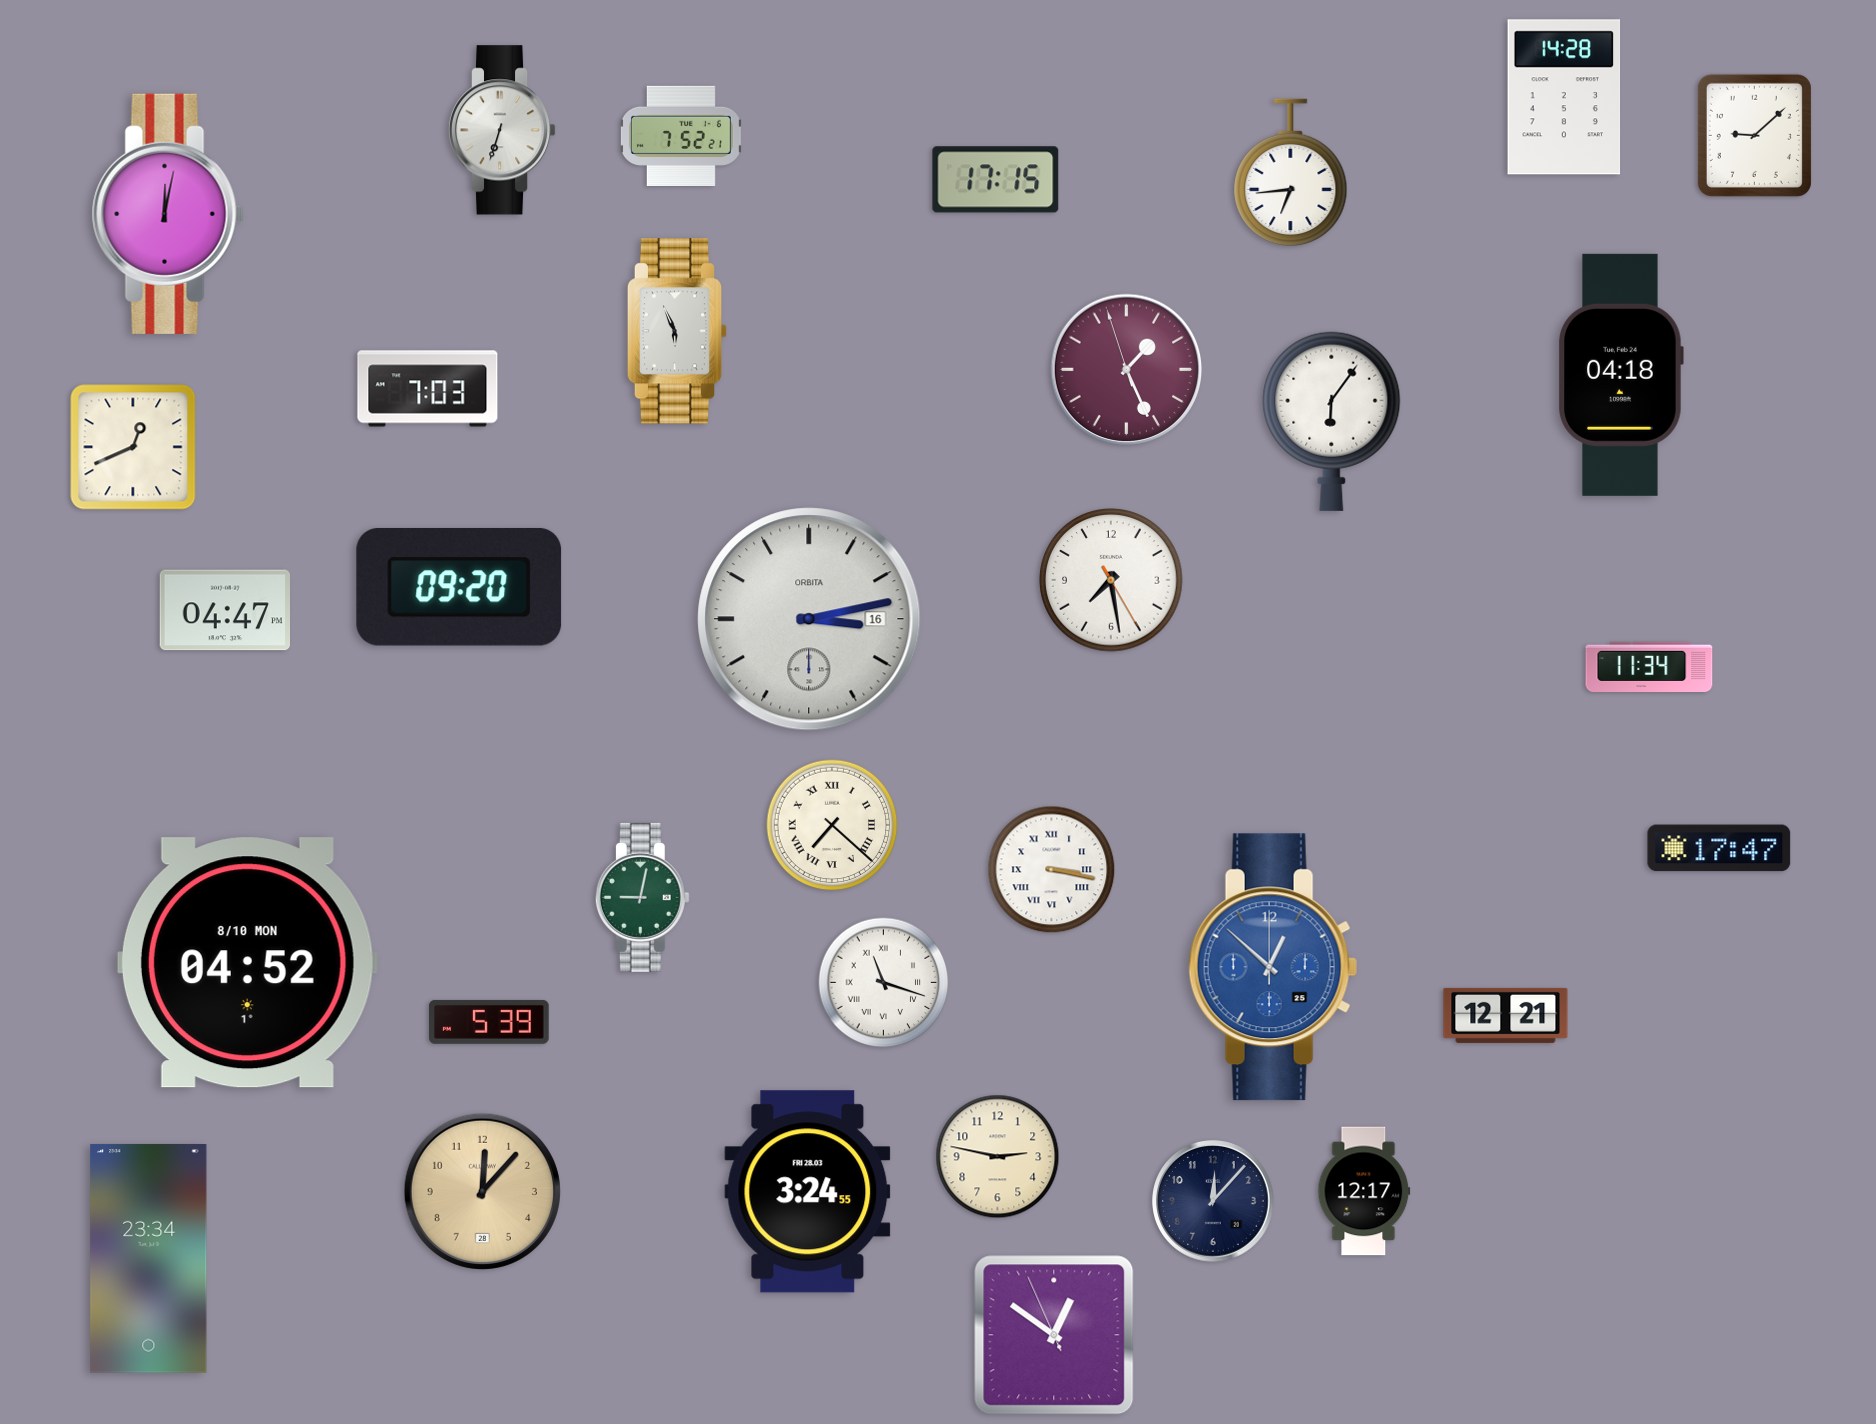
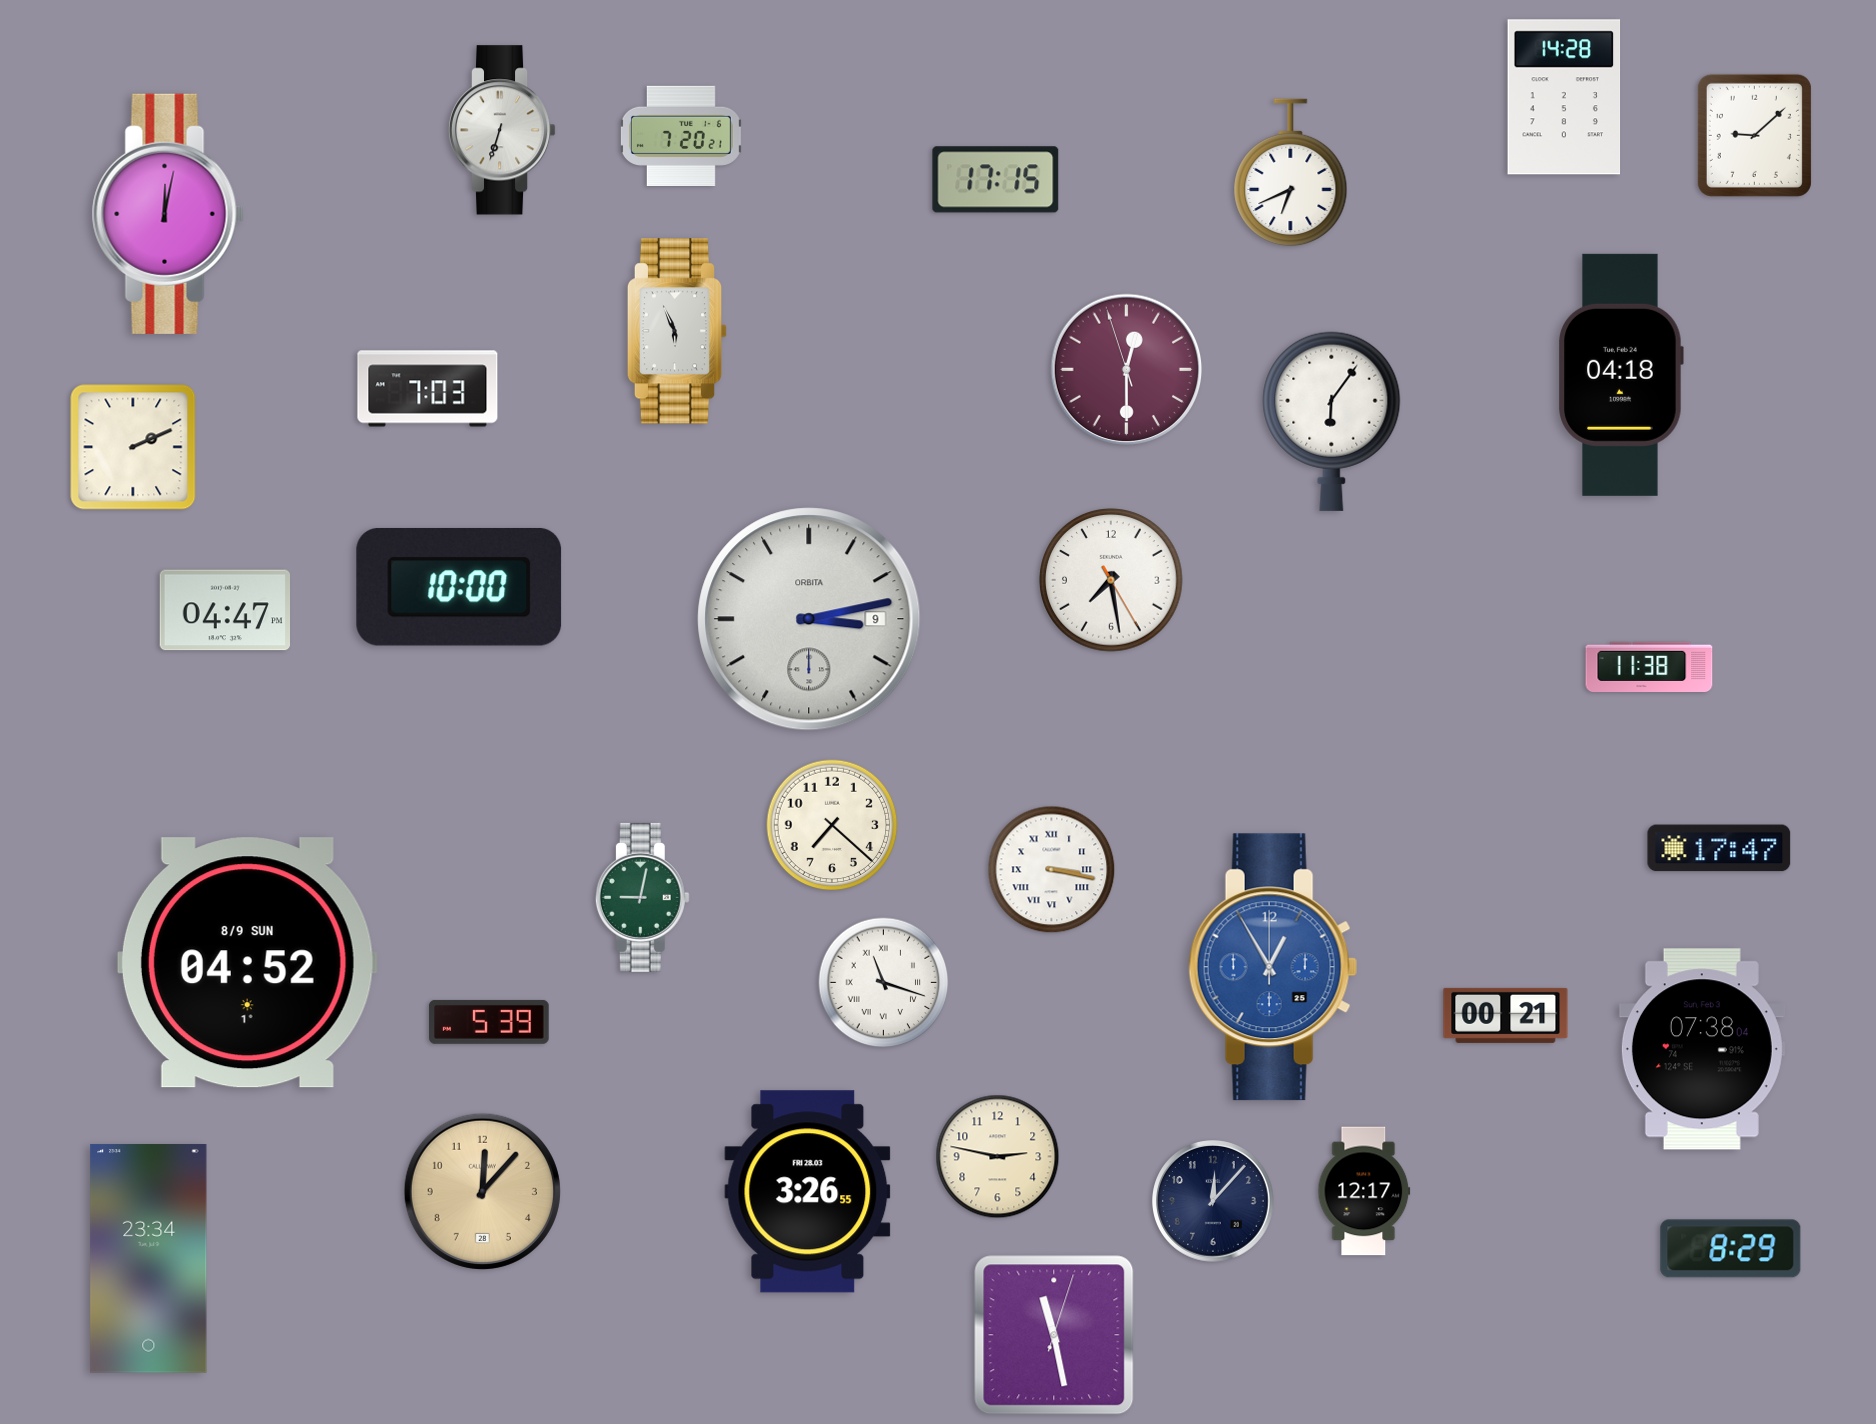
clock at (681, 136): 7:52 -> 7:20
clock at (1291, 173): 6:44 -> 6:41
clock at (1127, 370): 1:25 -> 12:29
clock at (133, 447): 12:41 -> 2:11
clock at (459, 587): 09:20 -> 10:00
clock at (809, 619) date: 16 -> 9
clock at (1649, 666): 11:34 -> 11:38
clock at (832, 825) numerals: Roman -> Arabic
clock at (247, 963) date: 8/10 MON -> 8/9 SUN
clock at (1273, 967): 12:52 -> 12:55
clock at (1506, 1015): 12:21 -> 00:21
clock at (1702, 1049): none -> 07:38
clock at (808, 1192): 3:24 -> 3:26
clock at (1731, 1249): none -> 8:29
clock at (1054, 1335): 12:50 -> 11:28
